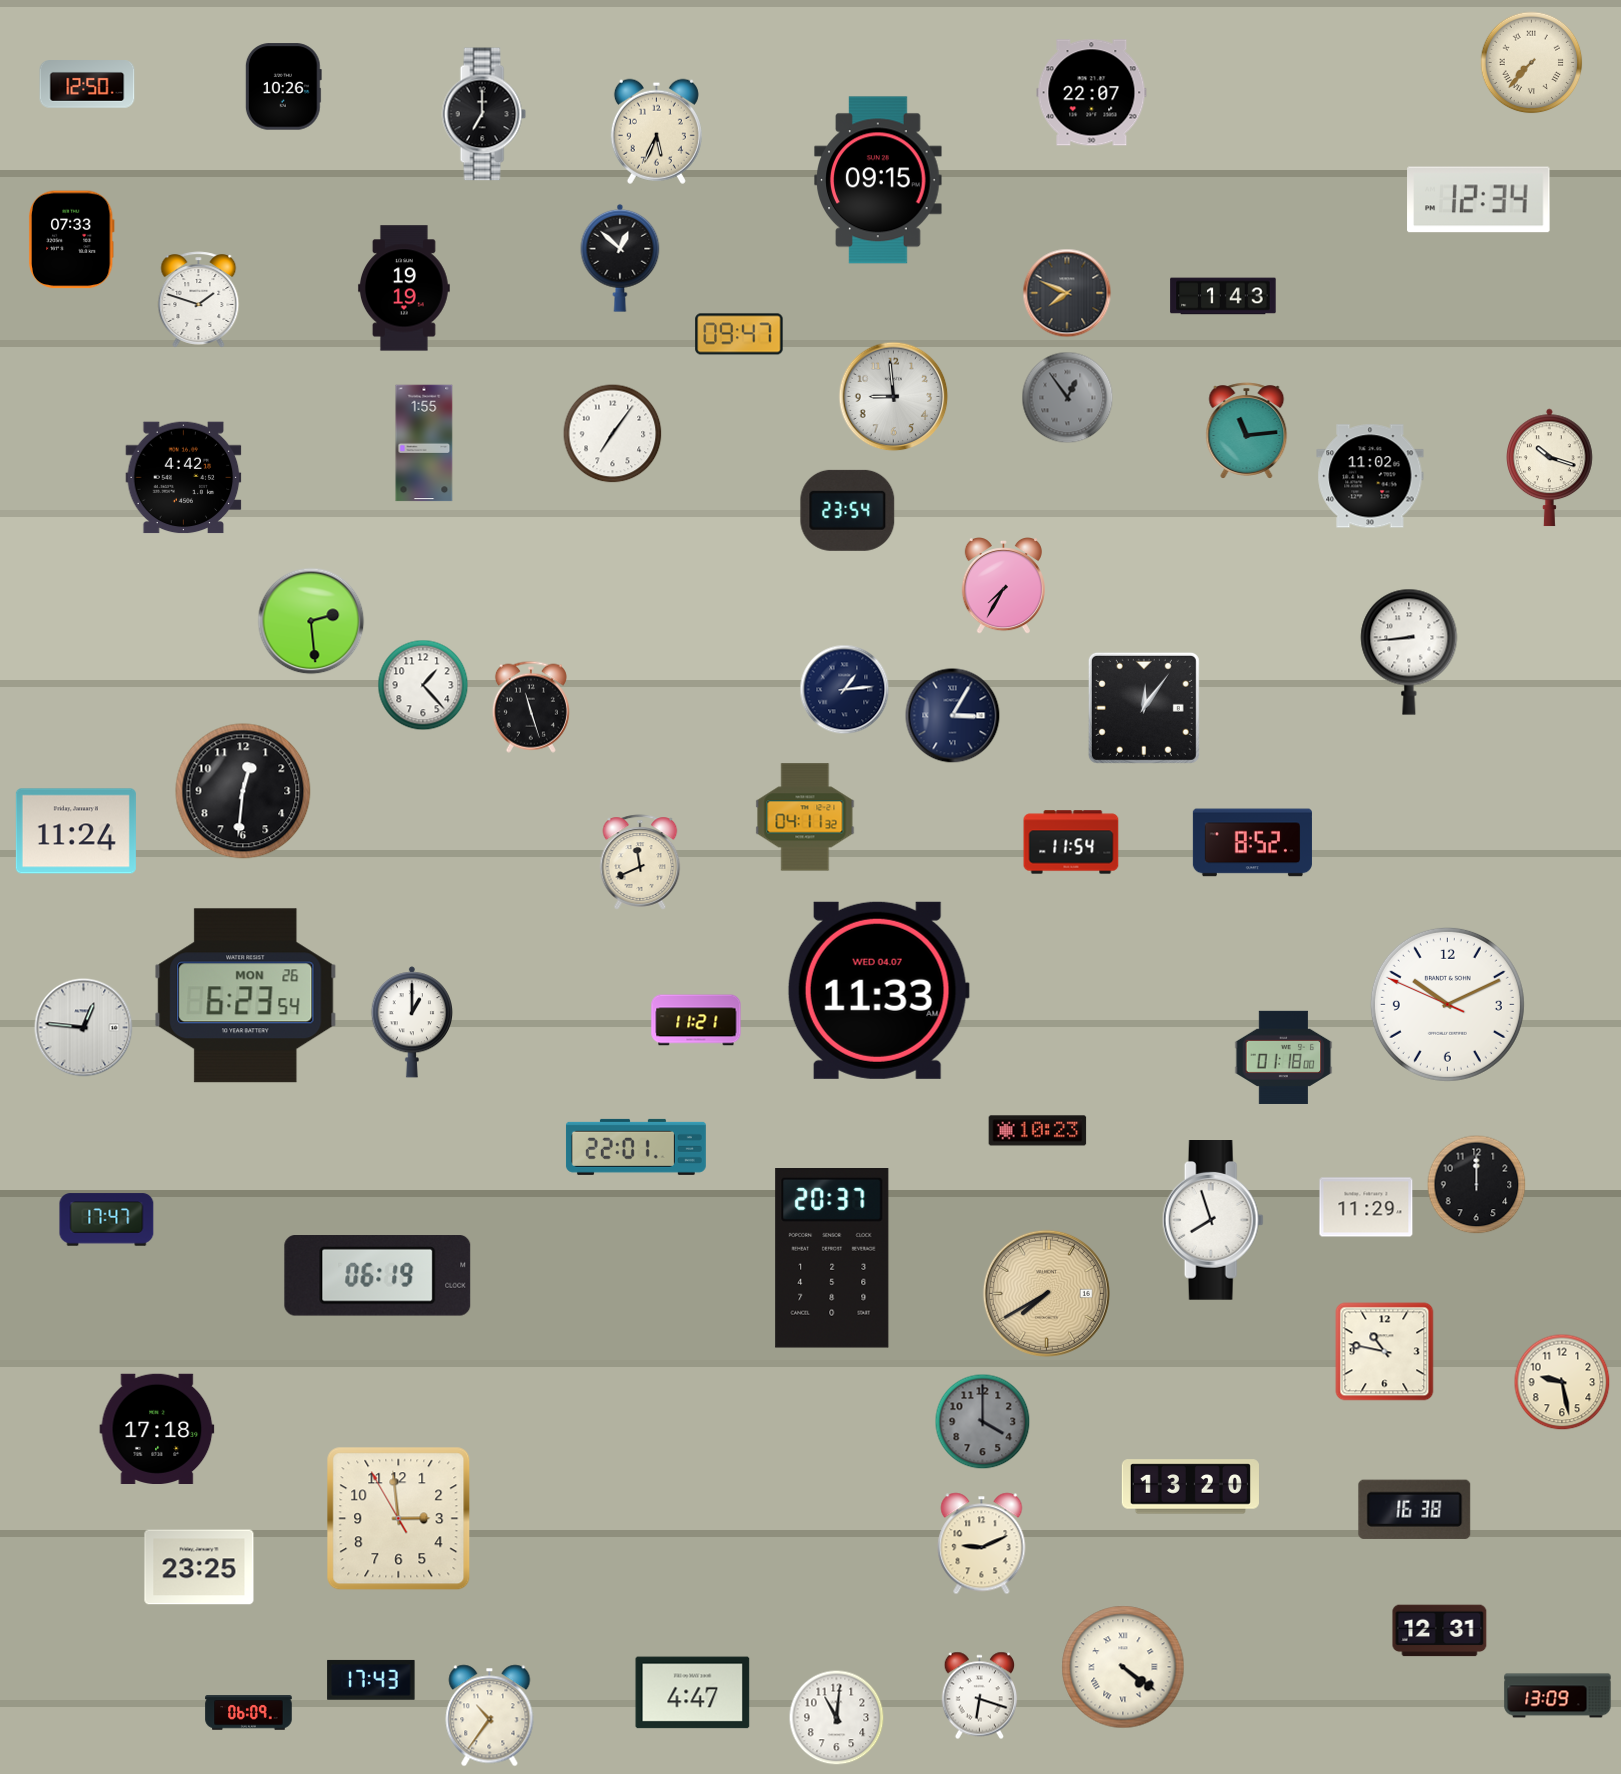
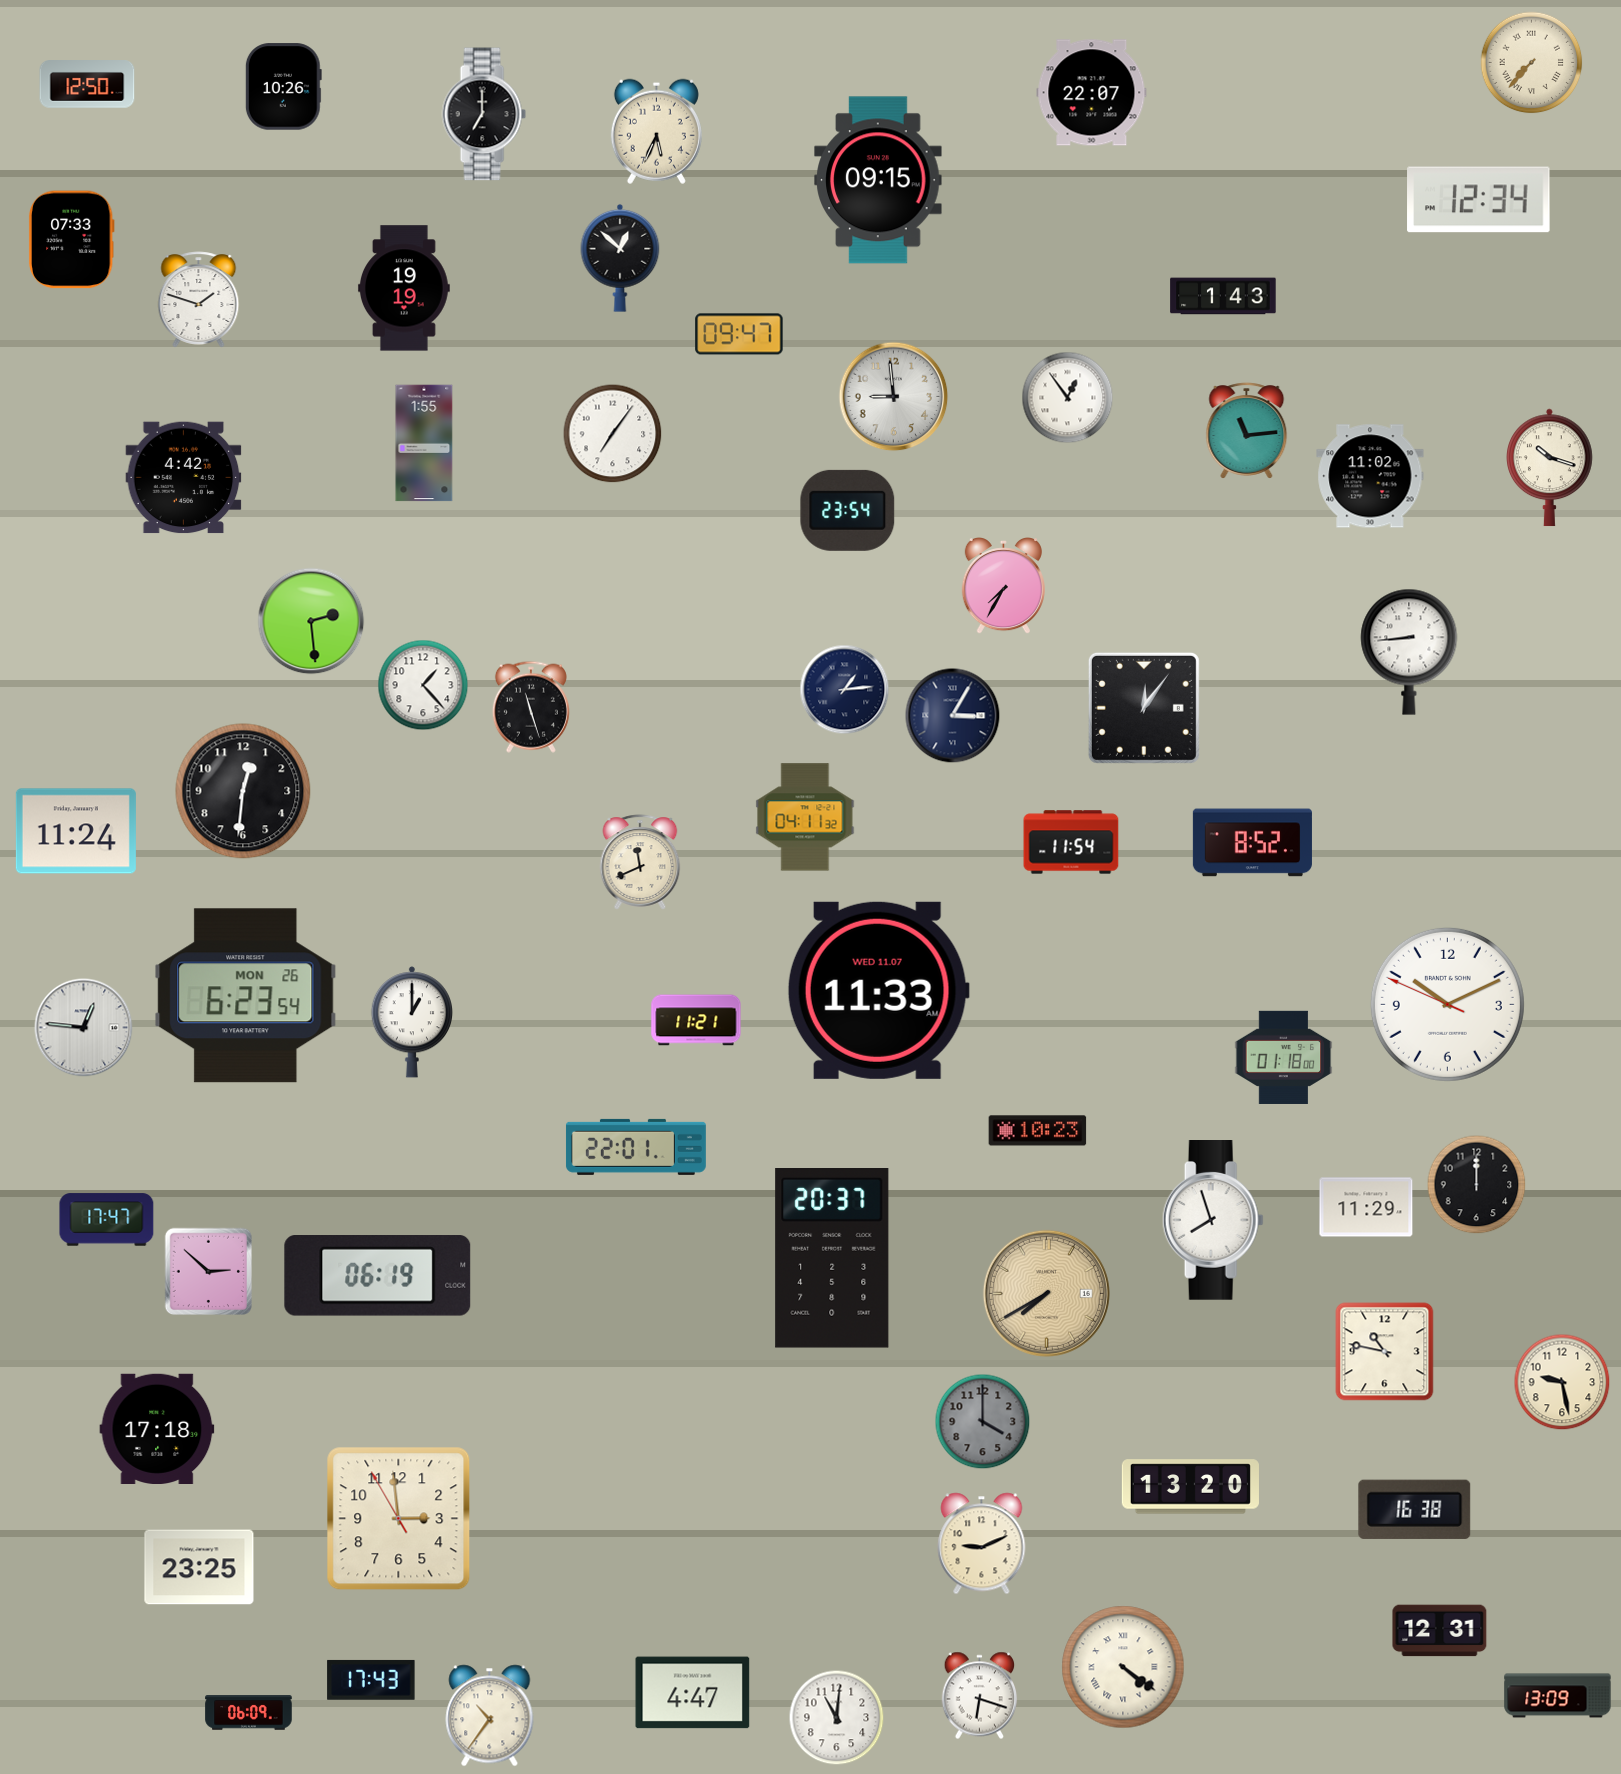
clock at (1067, 293): 7:49 -> none
clock at (1068, 398) dial: grey -> white
clock at (878, 990) date: WED 04.07 -> WED 11.07
clock at (208, 1271): none -> 2:52
